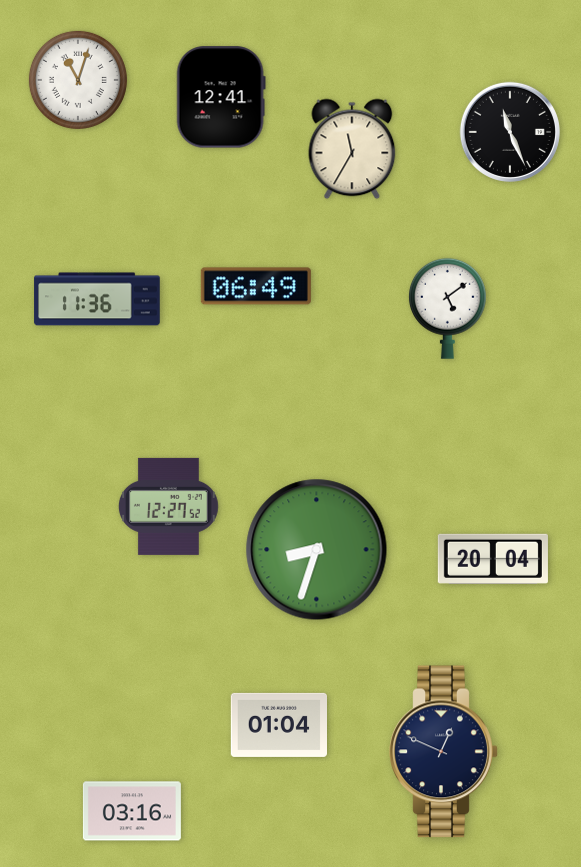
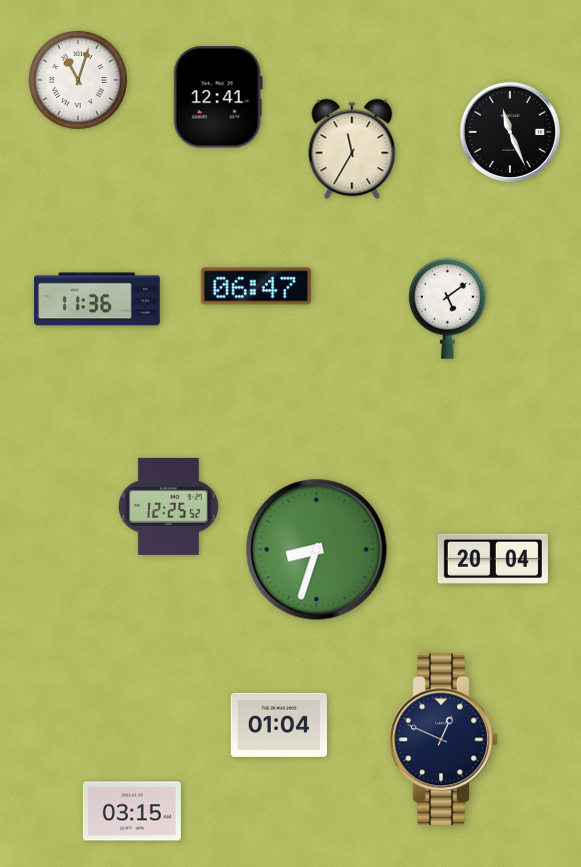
clock at (221, 97) position: (221, 97) -> (218, 97)
clock at (256, 286): 06:49 -> 06:47
clock at (168, 506): 12:27 -> 12:25
clock at (444, 752) position: (444, 752) -> (444, 740)
clock at (132, 811): 03:16 -> 03:15
